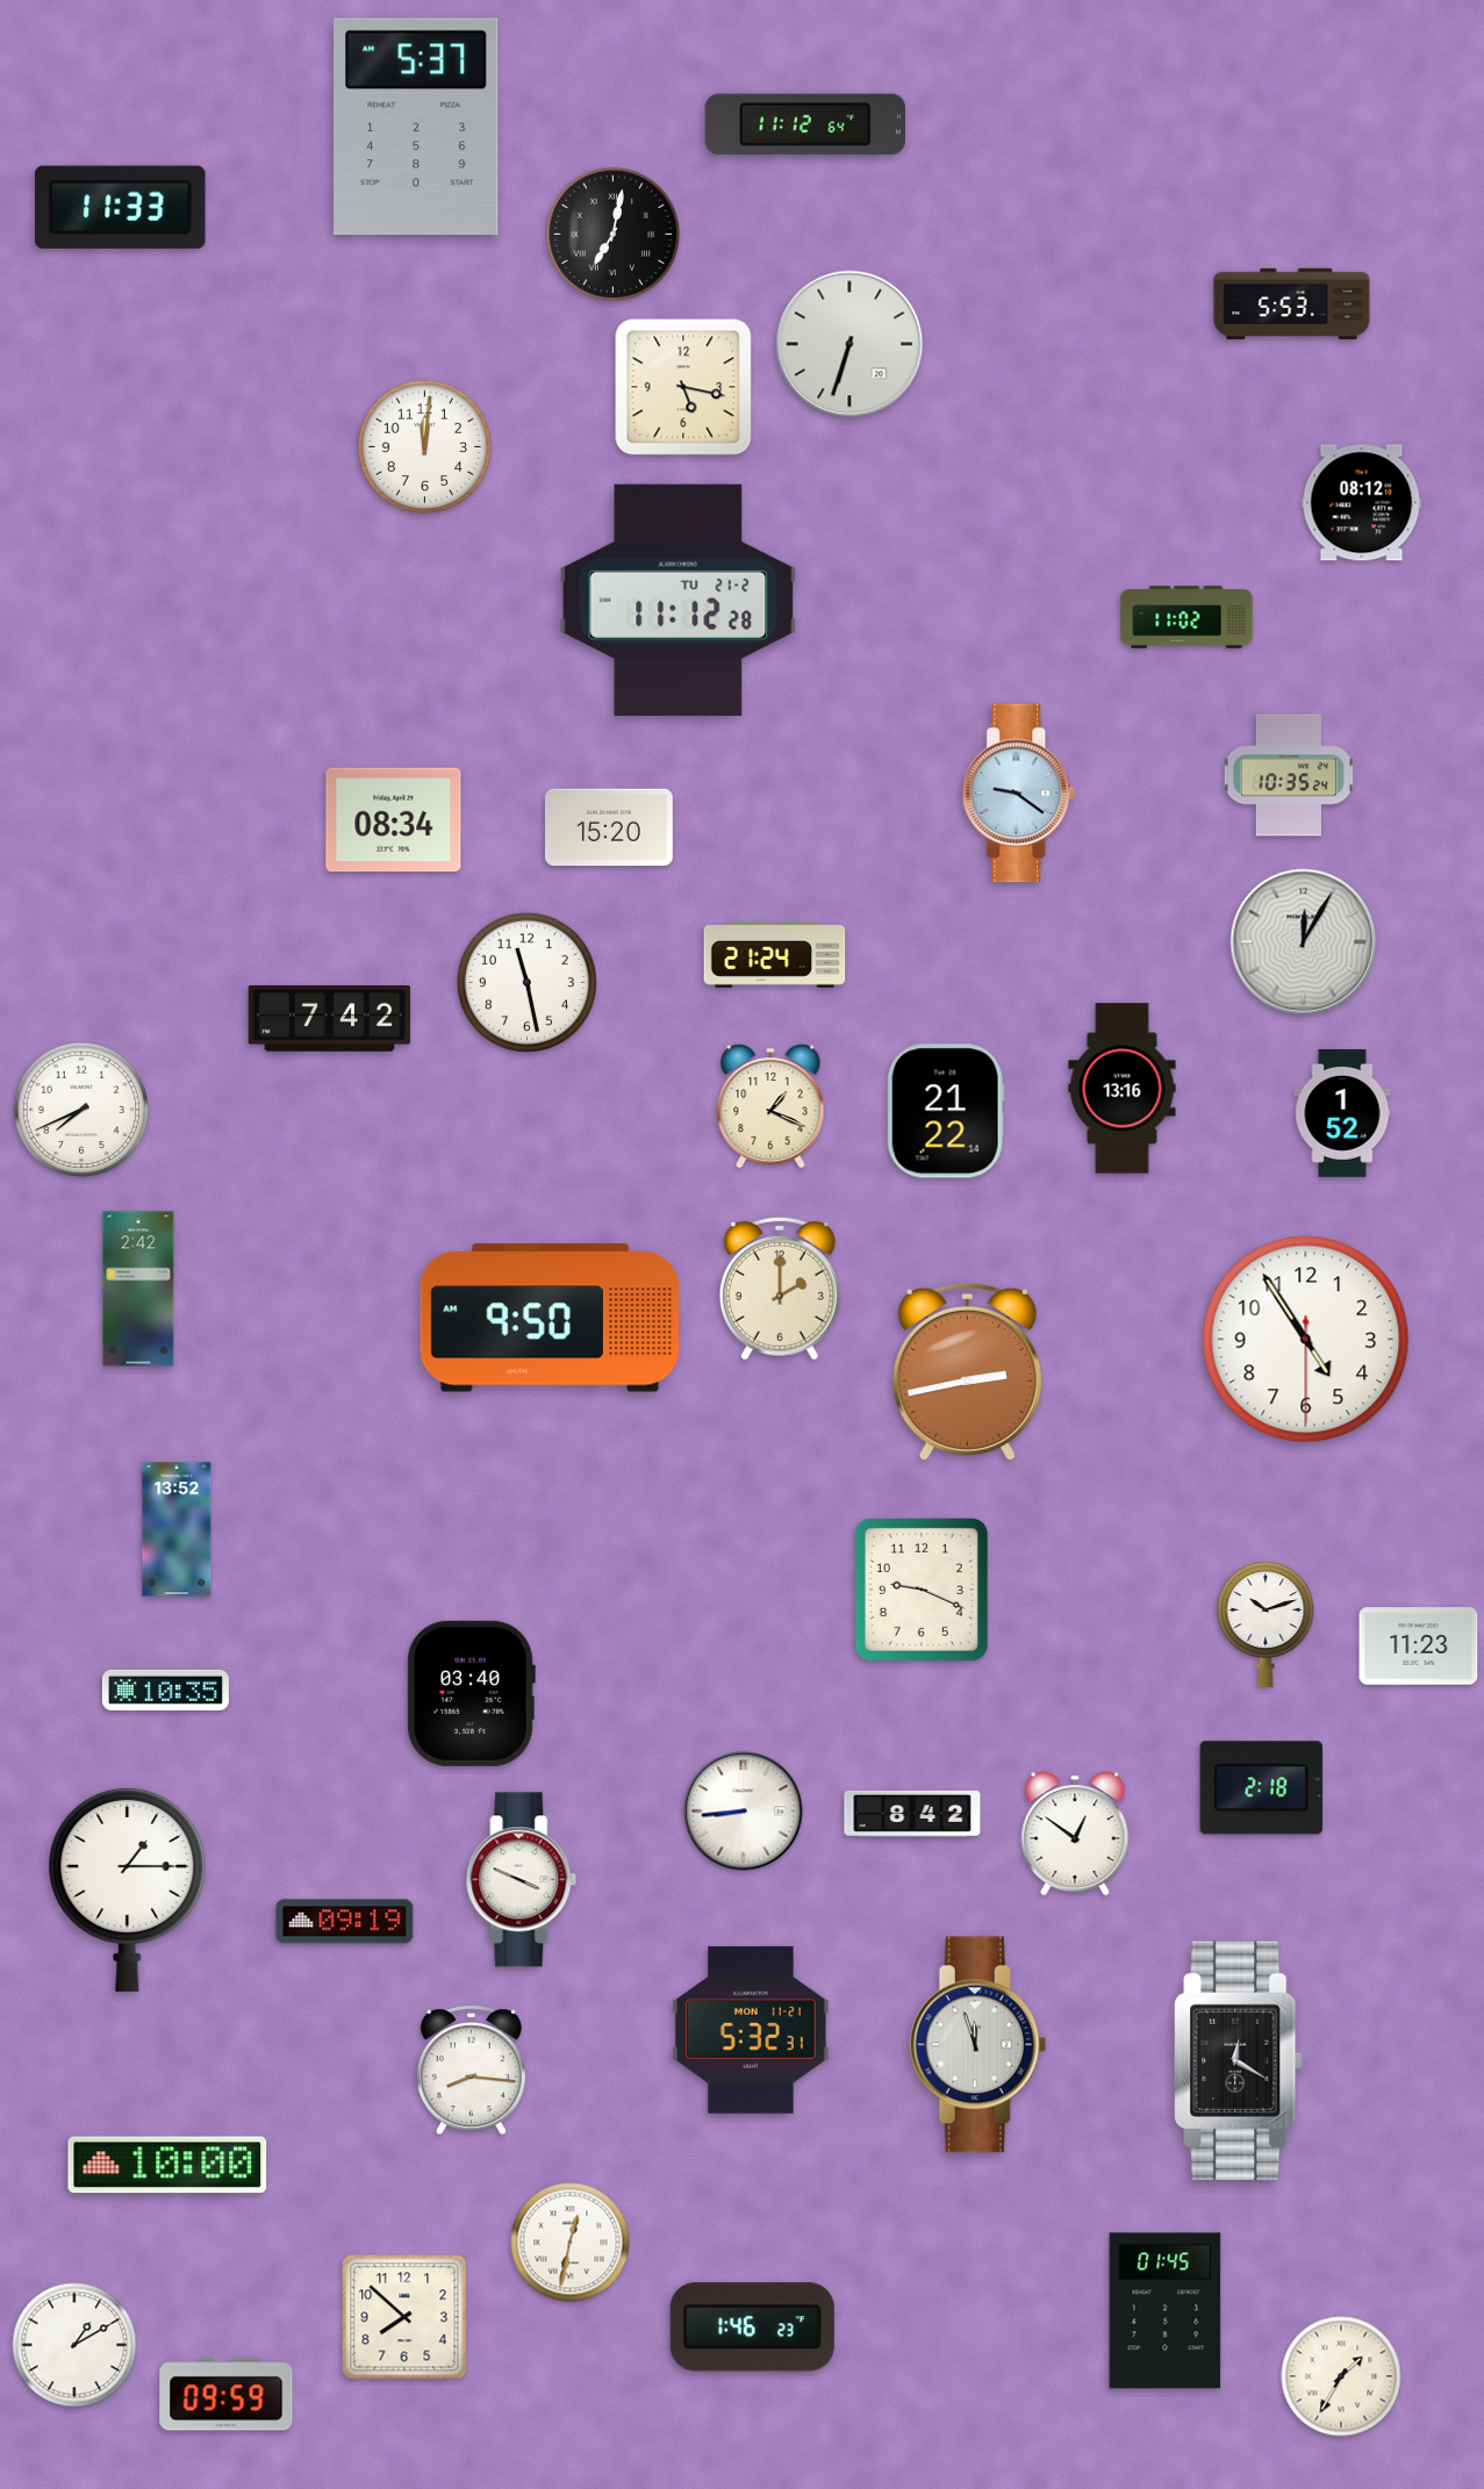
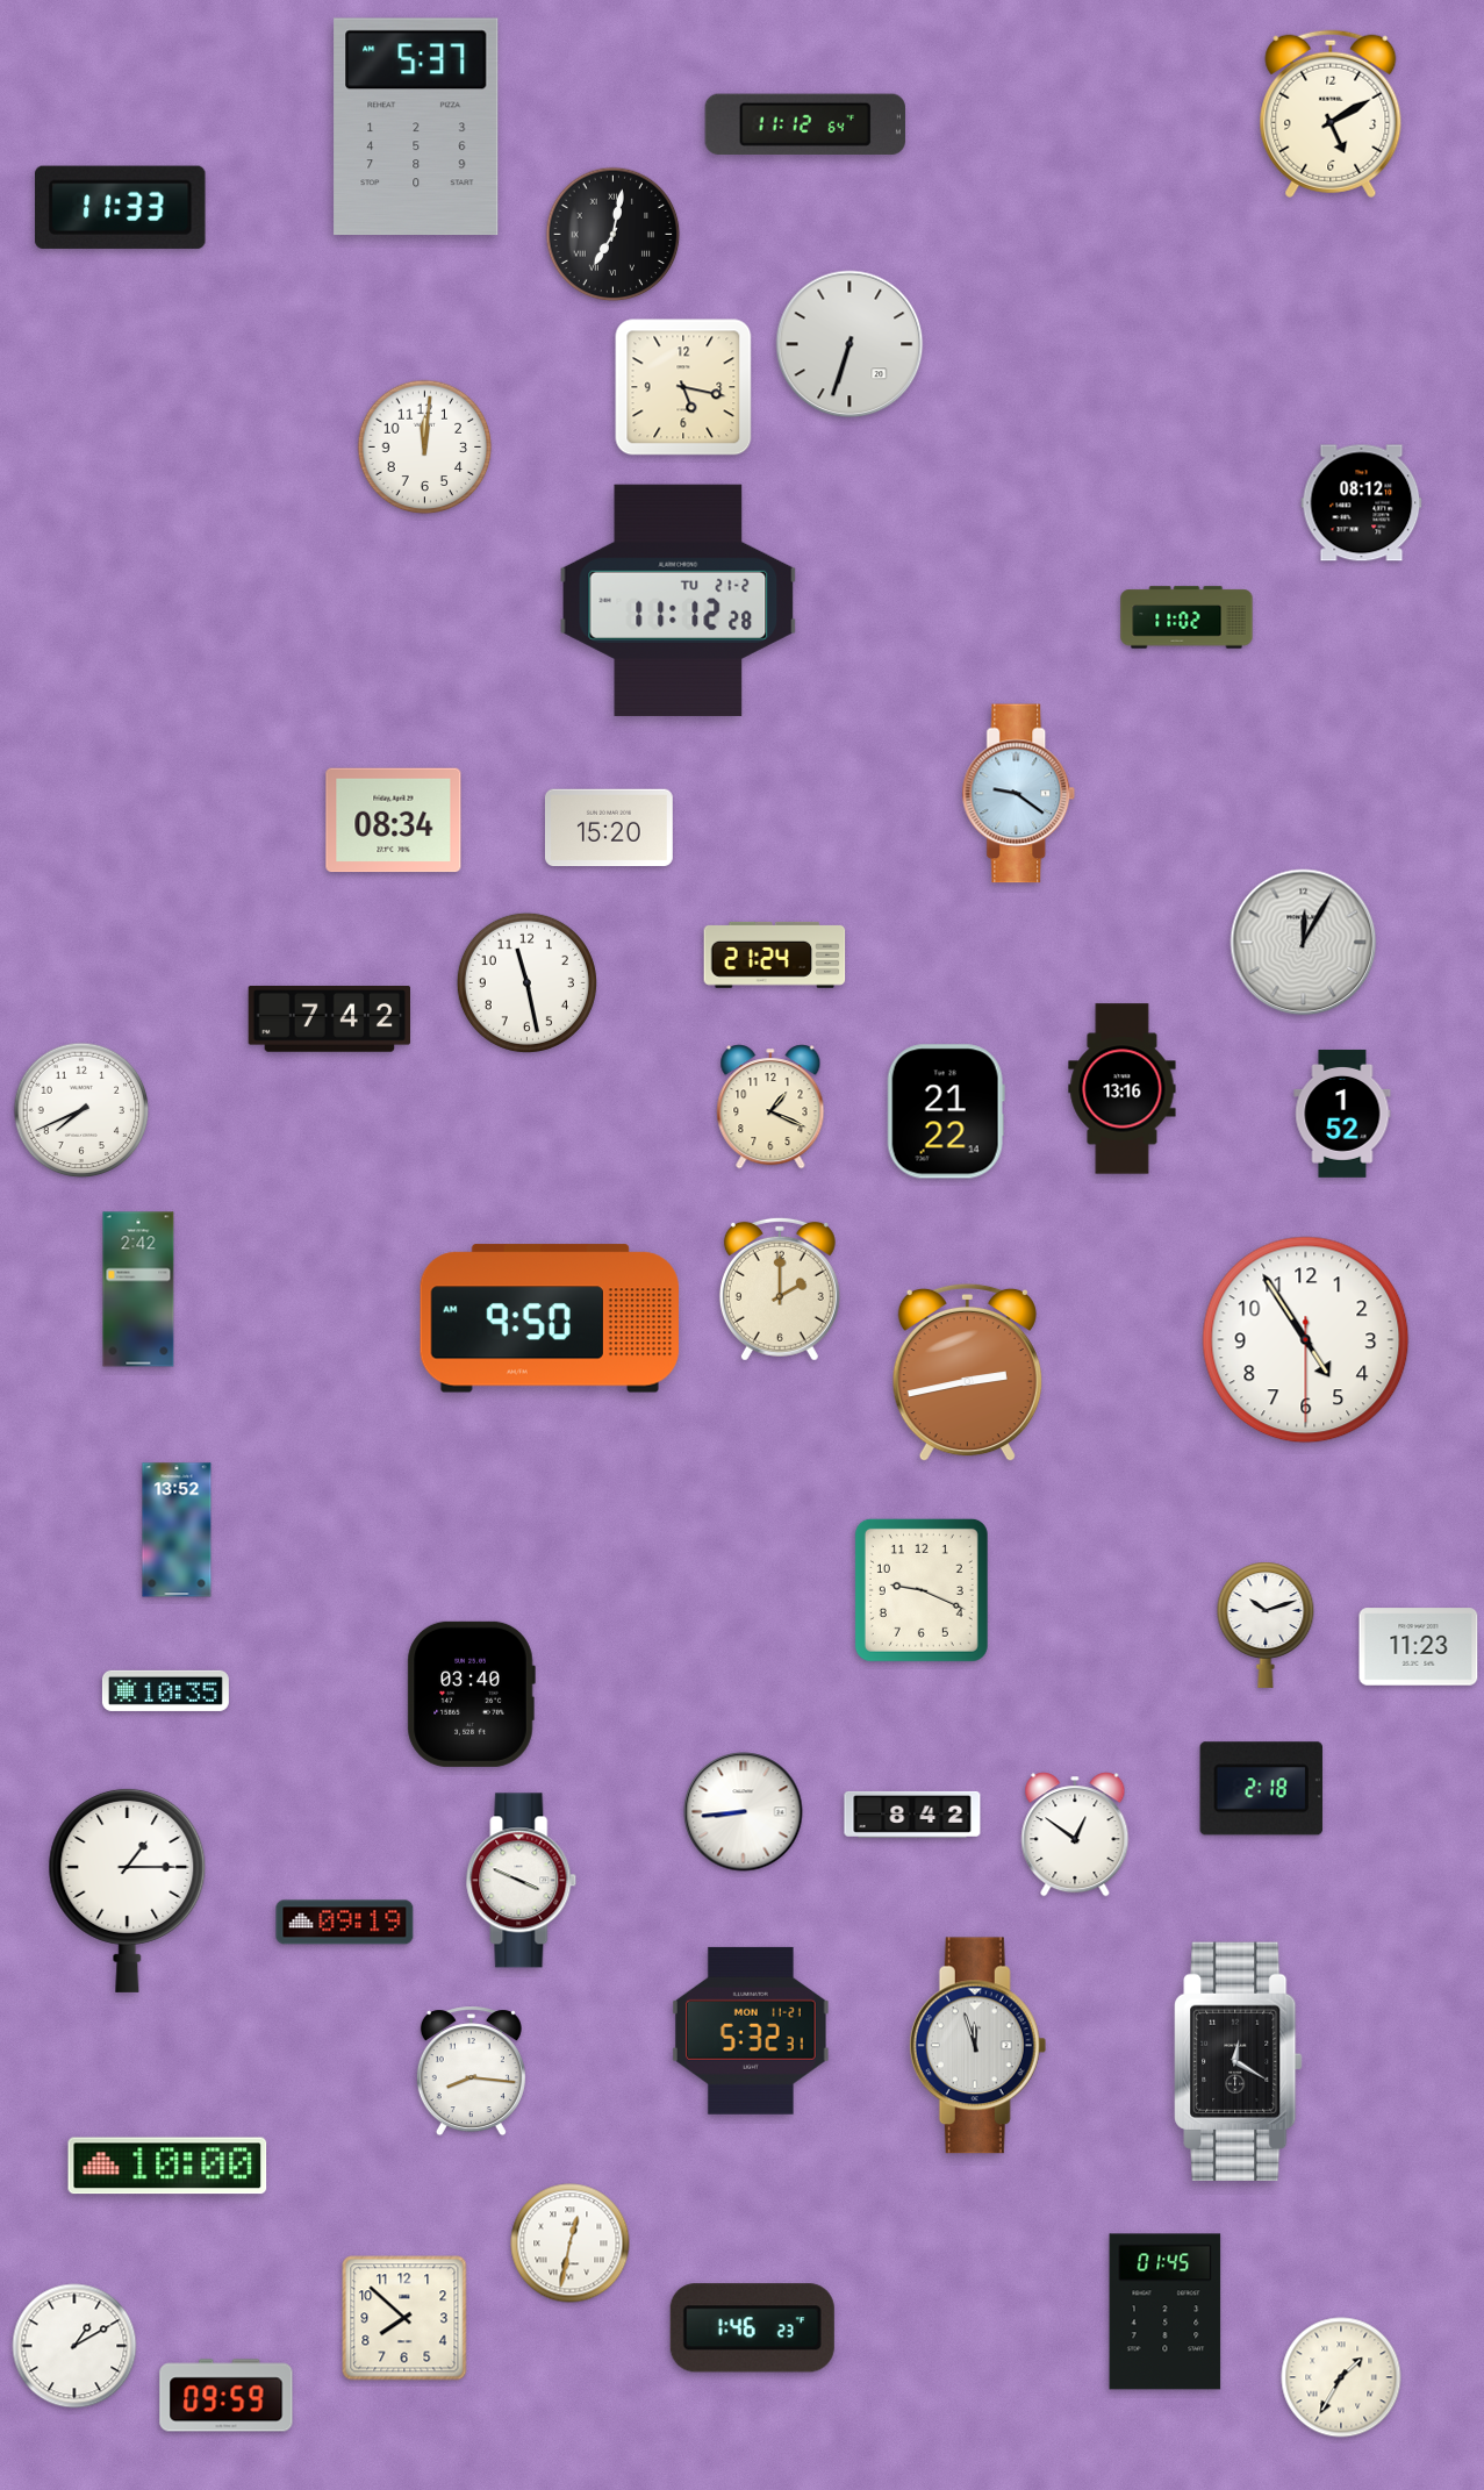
clock at (1331, 114): none -> 5:10
clock at (1292, 303): 5:53 -> none
clock at (1289, 775): 10:35 -> none
